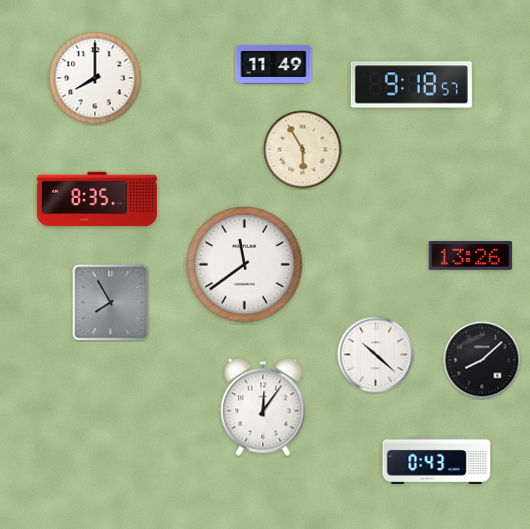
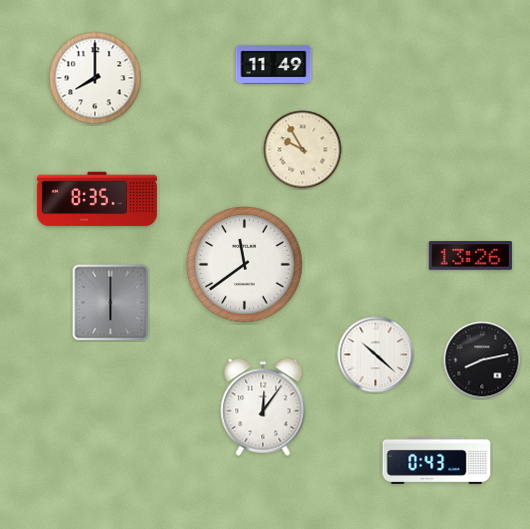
clock at (411, 85): 9:18 -> none
clock at (303, 150): 5:55 -> 9:55
clock at (111, 303): 7:55 -> 6:00
clock at (482, 360): 8:08 -> 8:13
